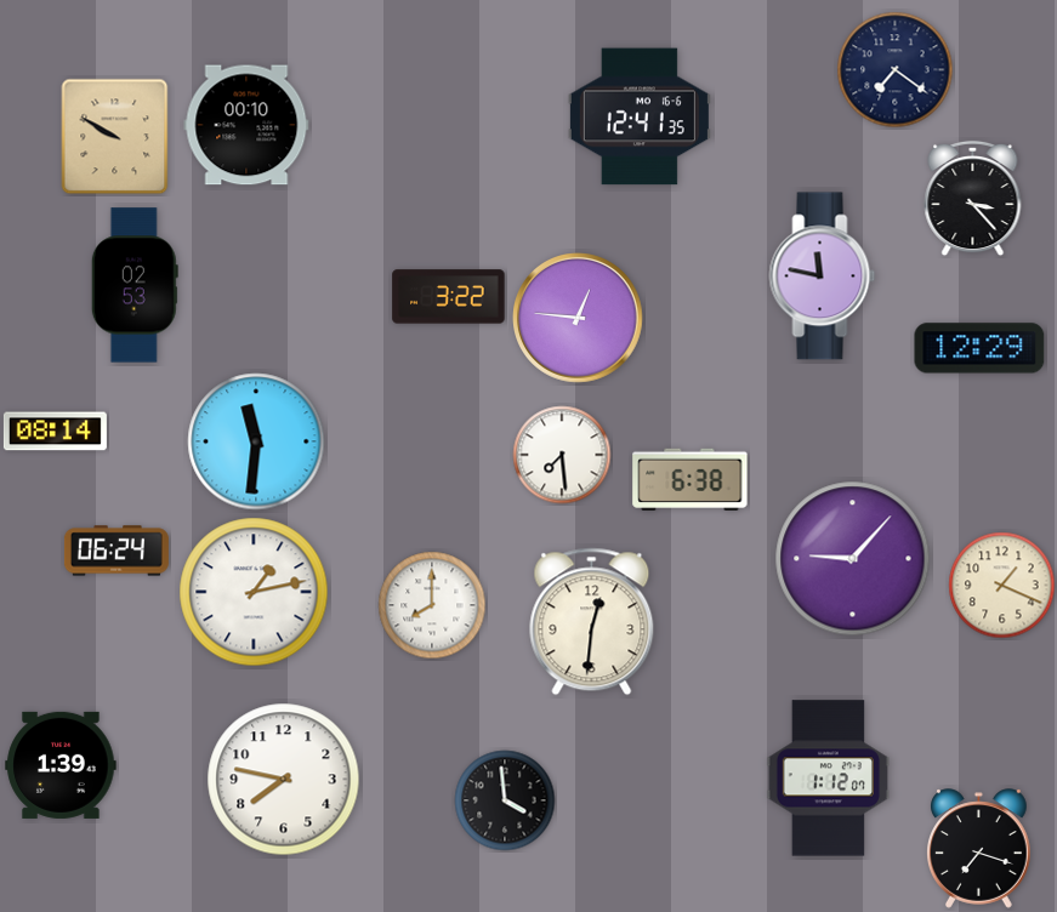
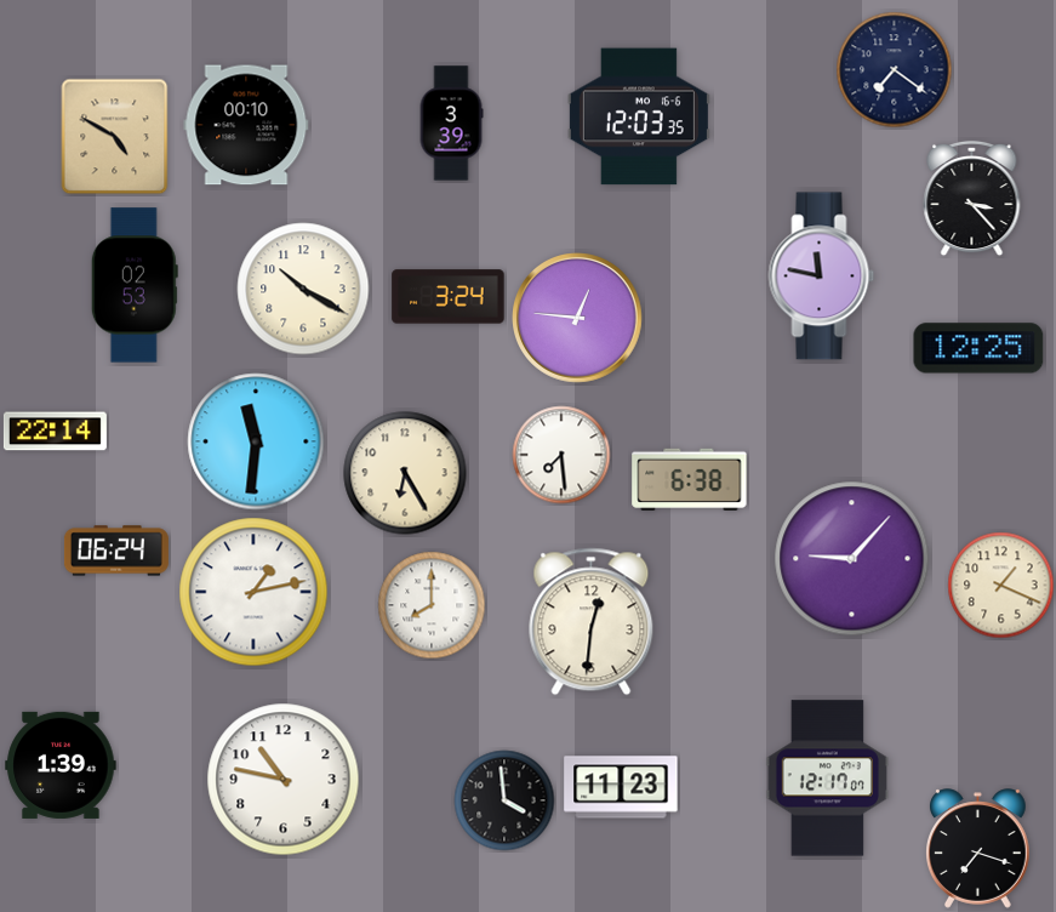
clock at (640, 116): 12:41 -> 12:03
clock at (451, 124): none -> 3:39
clock at (115, 137): 9:50 -> 4:50
clock at (303, 289): none -> 10:20
clock at (449, 297): 3:22 -> 3:24
clock at (979, 348): 12:29 -> 12:25
clock at (55, 432): 08:14 -> 22:14
clock at (405, 473): none -> 6:25
clock at (828, 779): 1:12 -> 12:17
clock at (284, 780): 7:47 -> 10:47
clock at (621, 787): none -> 11:23
